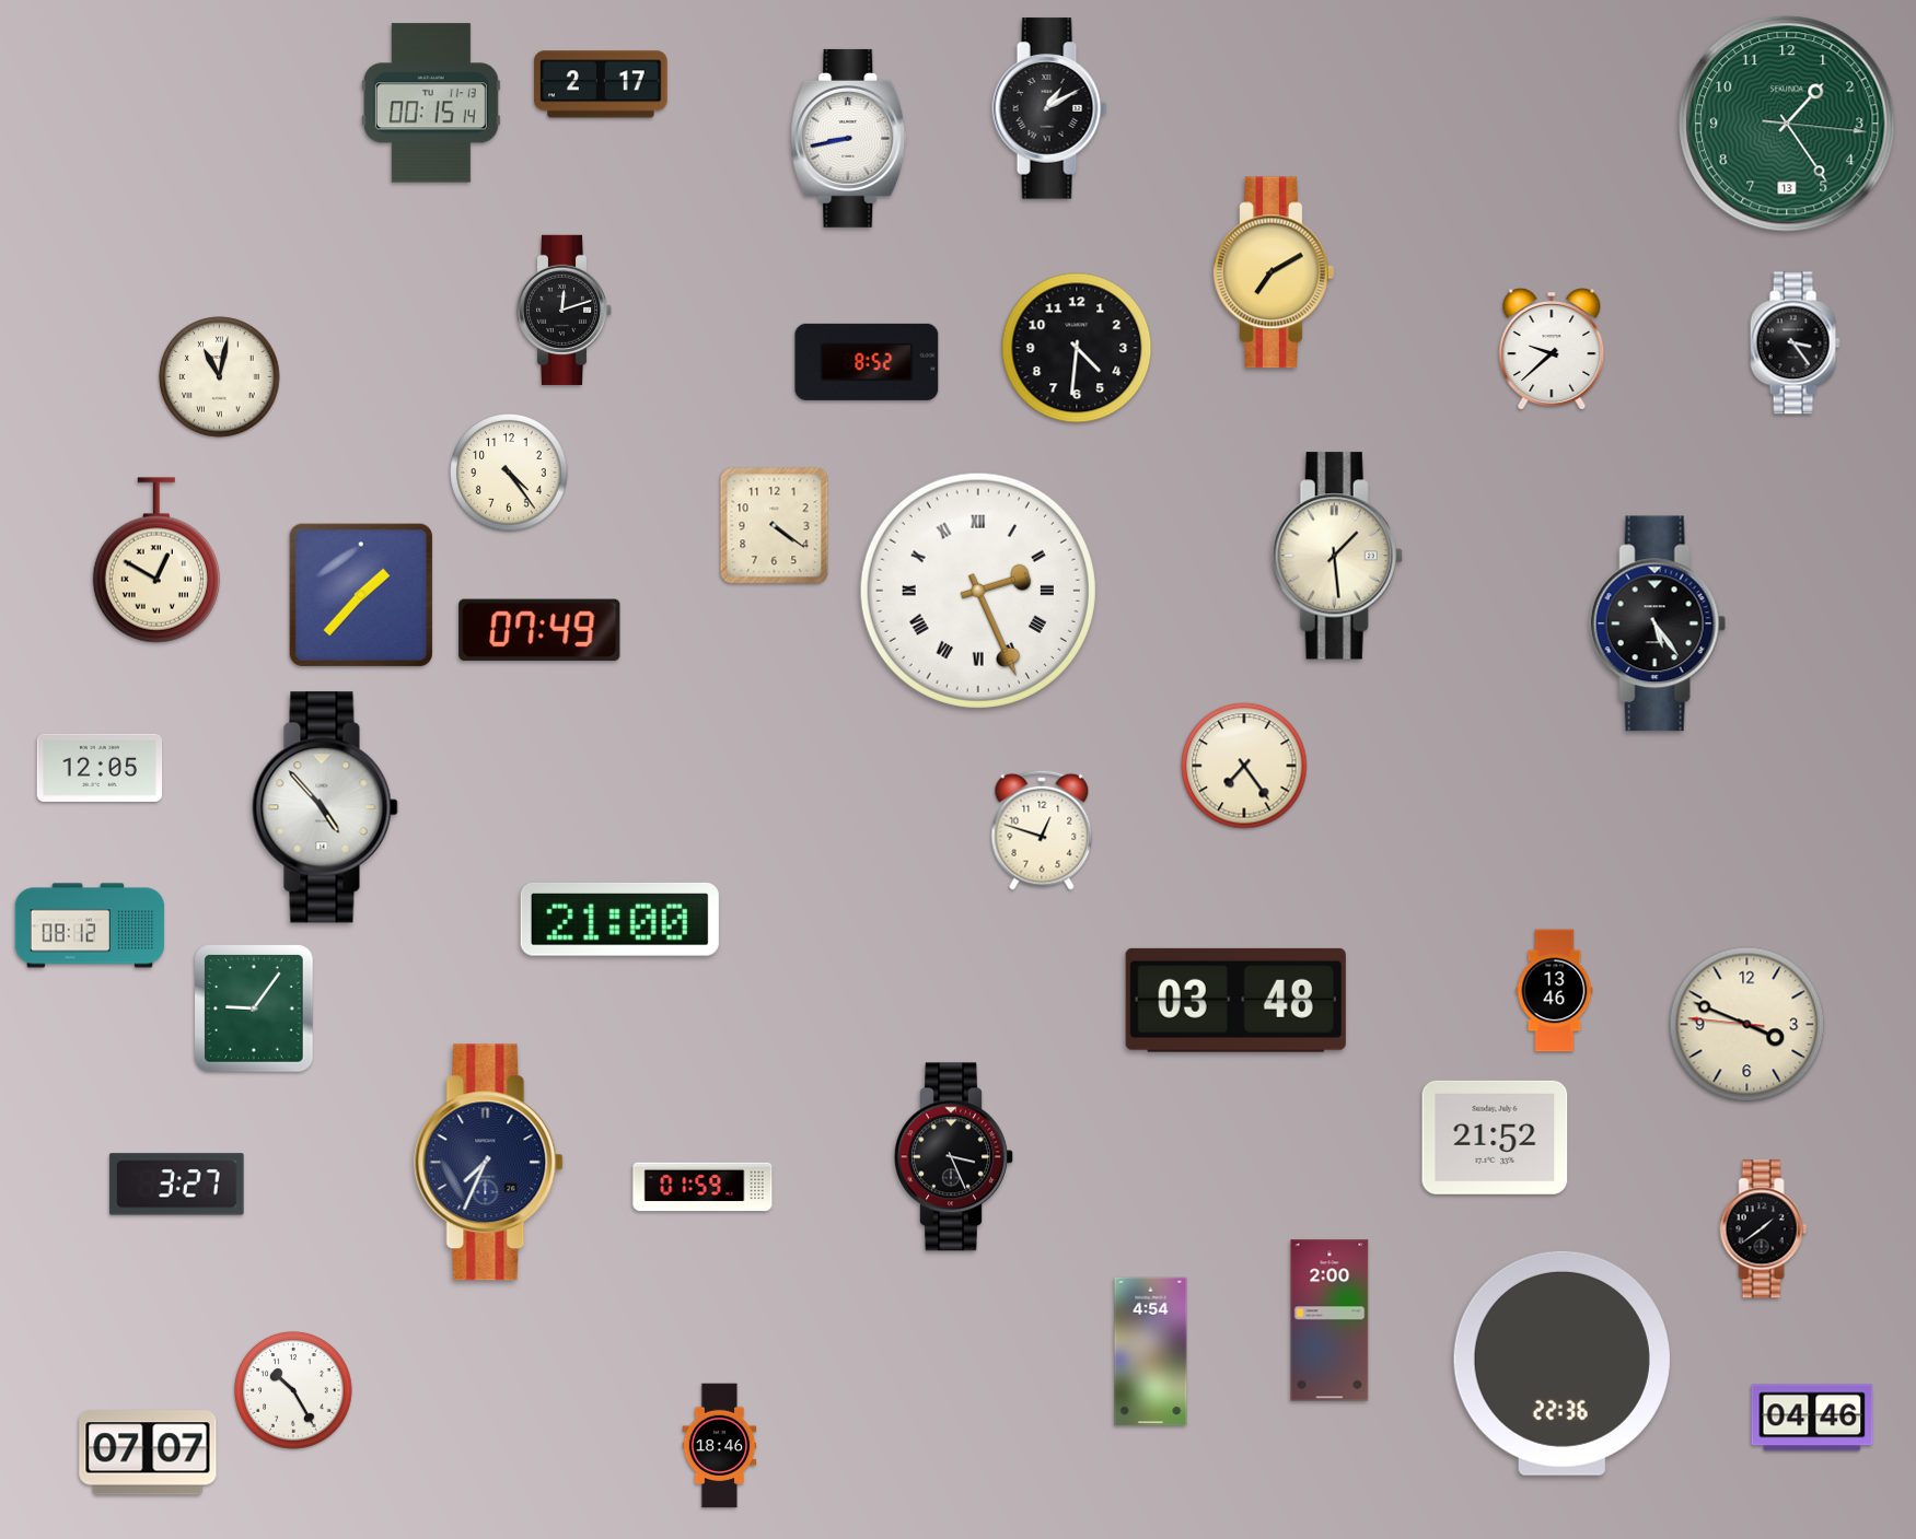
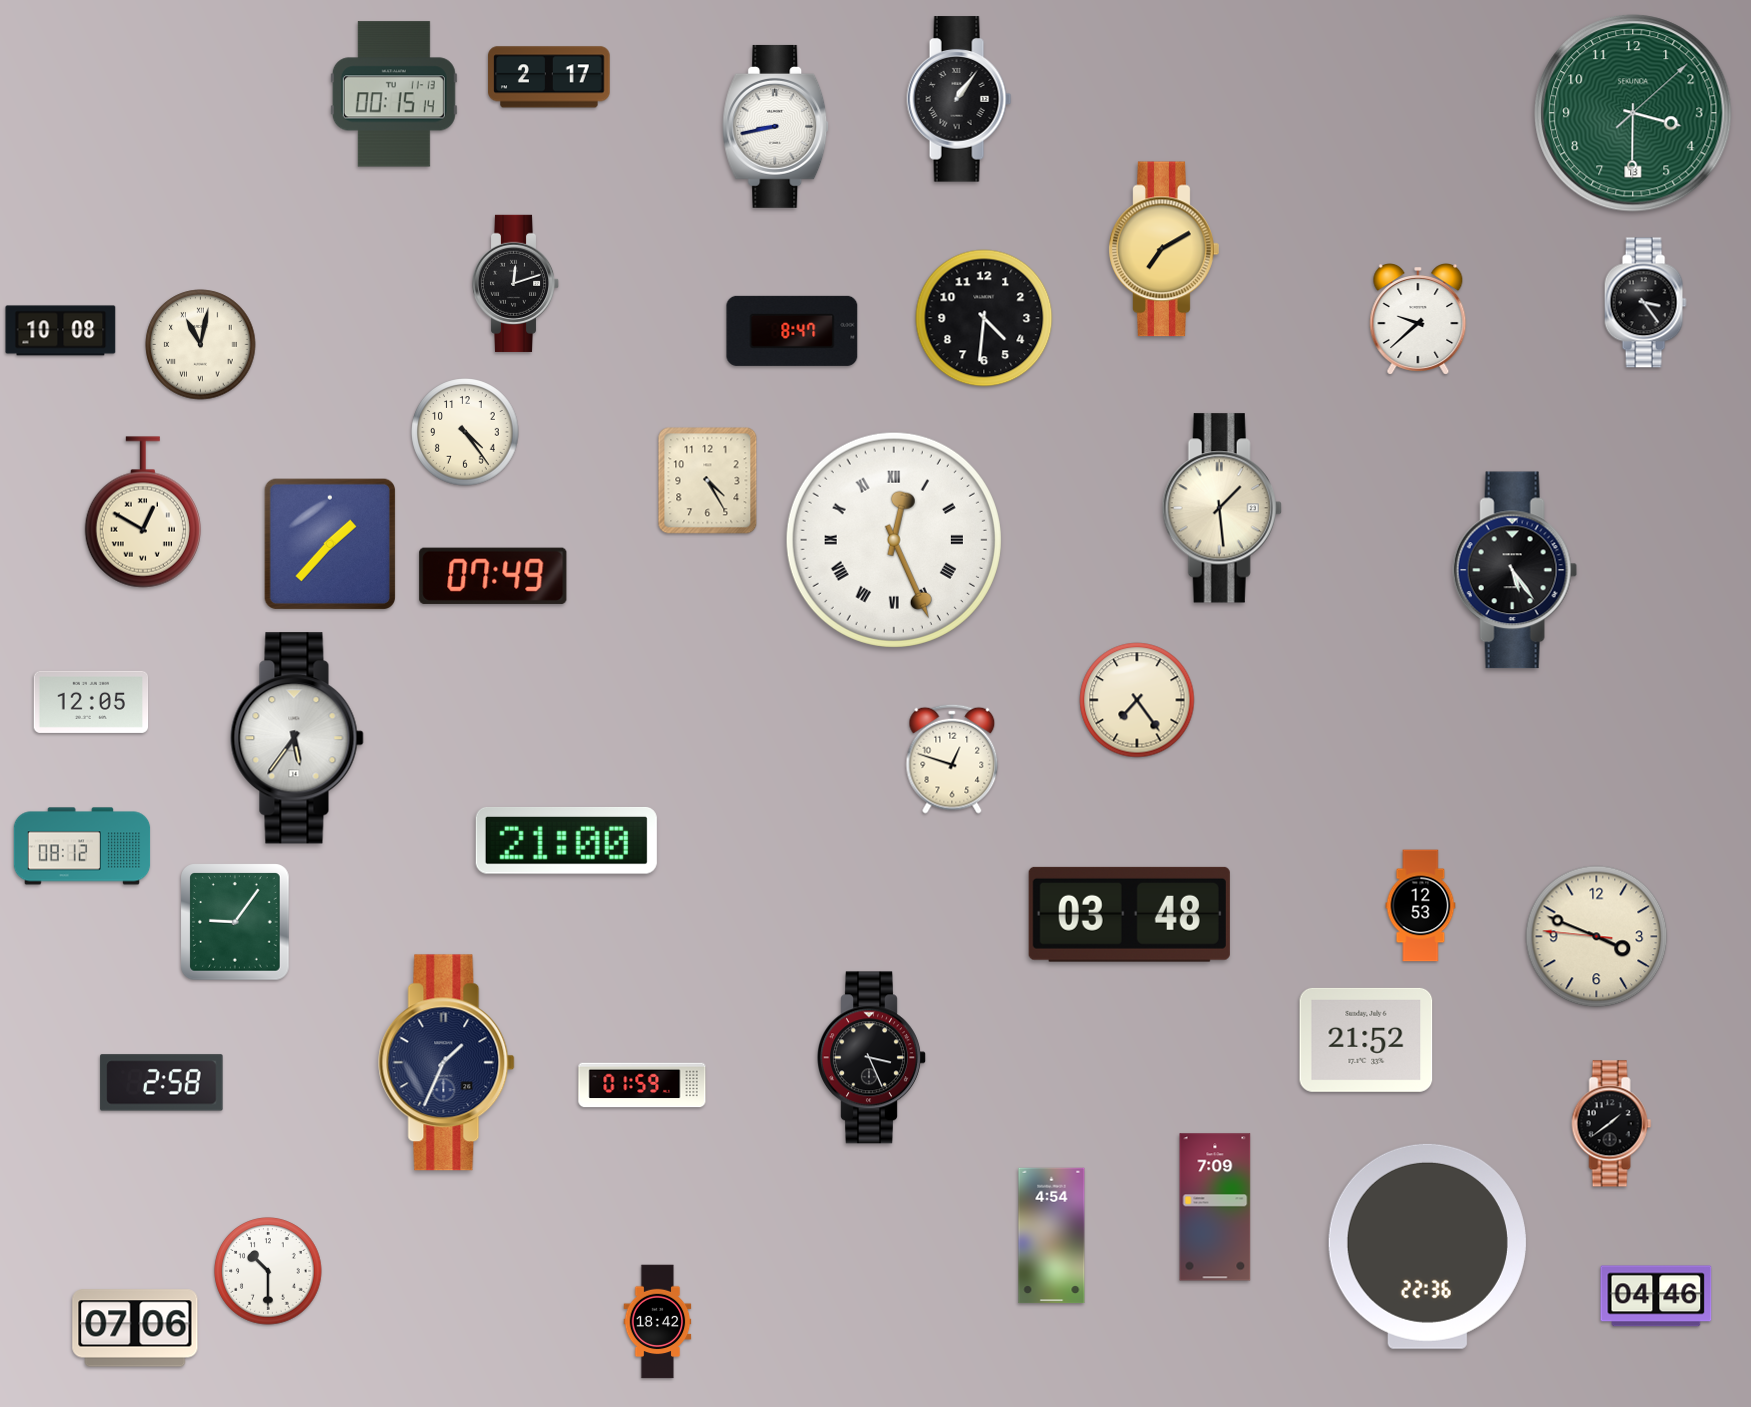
clock at (1049, 108): 1:10 -> 1:06
clock at (1787, 124): 1:24 -> 3:30
clock at (1795, 343) position: (1795, 343) -> (1645, 303)
clock at (61, 331): none -> 10:08
clock at (867, 362): 8:52 -> 8:47
clock at (775, 526): 4:21 -> 4:25
clock at (978, 591): 2:26 -> 12:26
clock at (325, 807): 4:53 -> 5:36
clock at (1555, 991): 13:46 -> 12:53
clock at (254, 1008) position: (254, 1008) -> (235, 922)
clock at (489, 1163): 7:34 -> 1:34
clock at (177, 1185): 3:27 -> 2:58
clock at (1329, 1320): 2:00 -> 7:09
clock at (293, 1390): 10:25 -> 10:30
clock at (720, 1446): 18:46 -> 18:42
clock at (148, 1453): 07:07 -> 07:06
